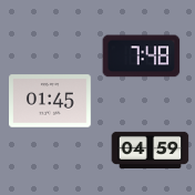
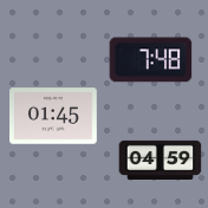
clock at (51, 101) position: (51, 101) -> (54, 116)
